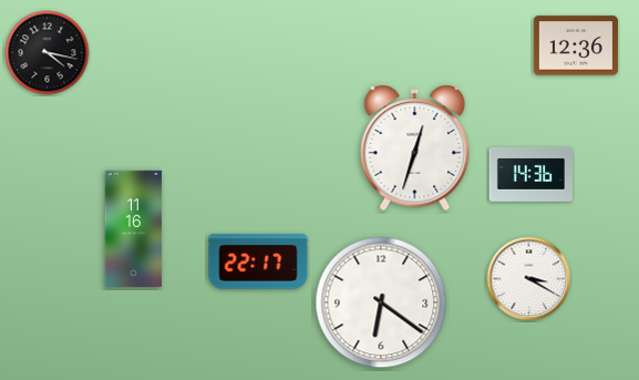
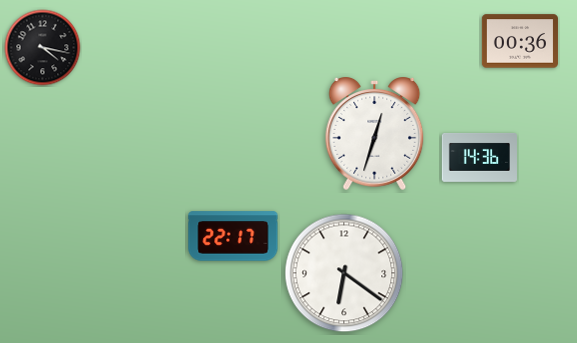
clock at (576, 45): 12:36 -> 00:36
clock at (134, 229): 11:16 -> none
clock at (529, 279): 3:20 -> none
